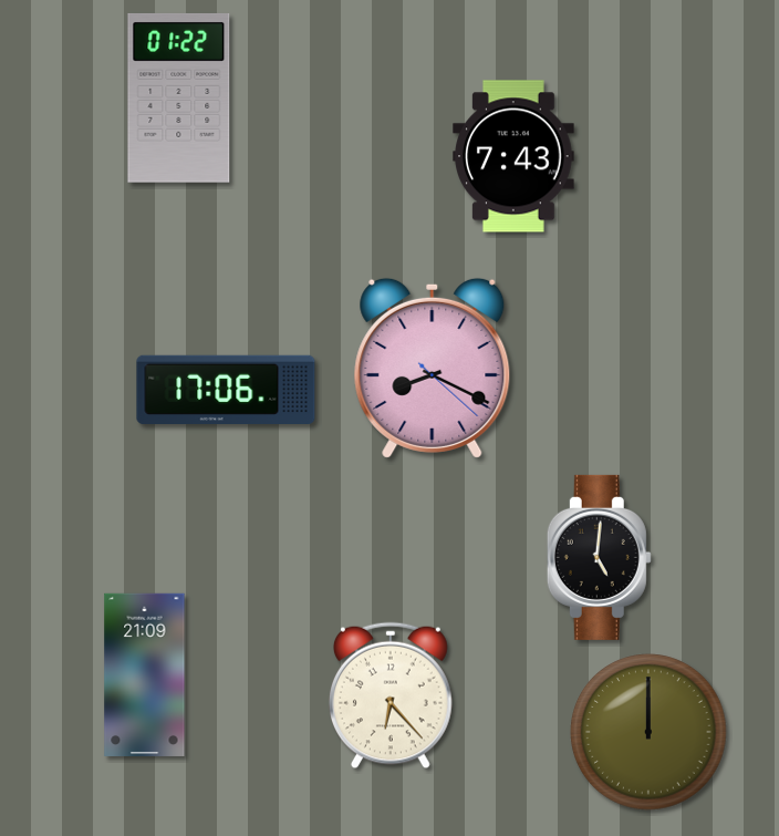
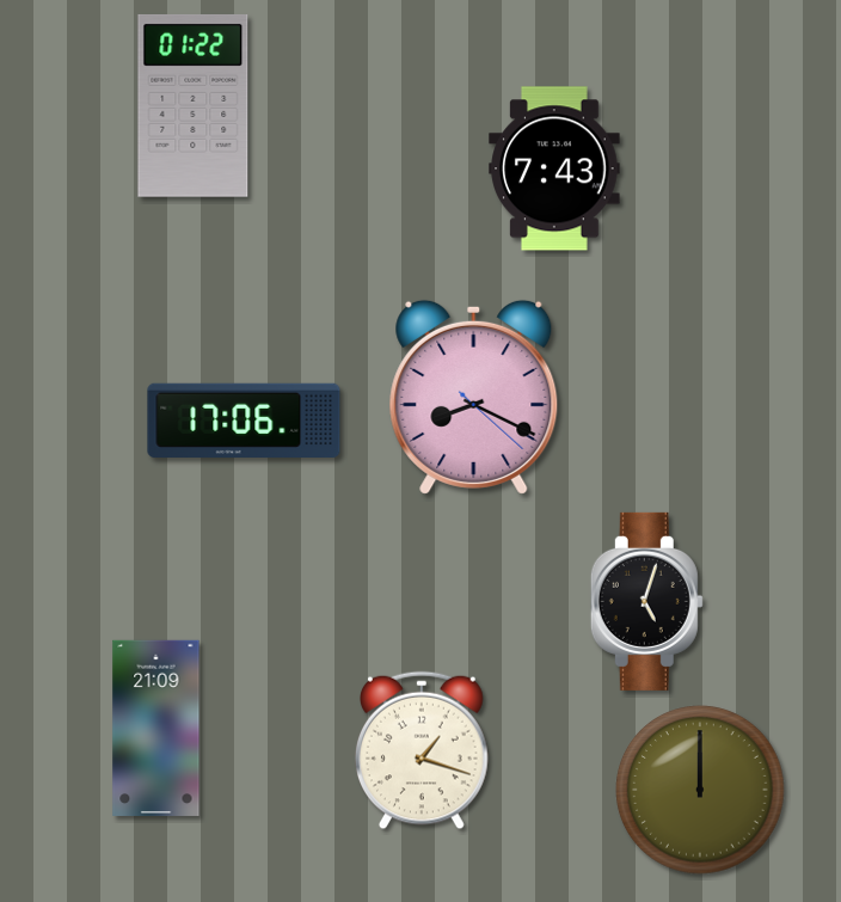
clock at (433, 368) position: (433, 368) -> (474, 397)
clock at (599, 557): 5:01 -> 5:03
clock at (391, 695): 6:23 -> 1:18
